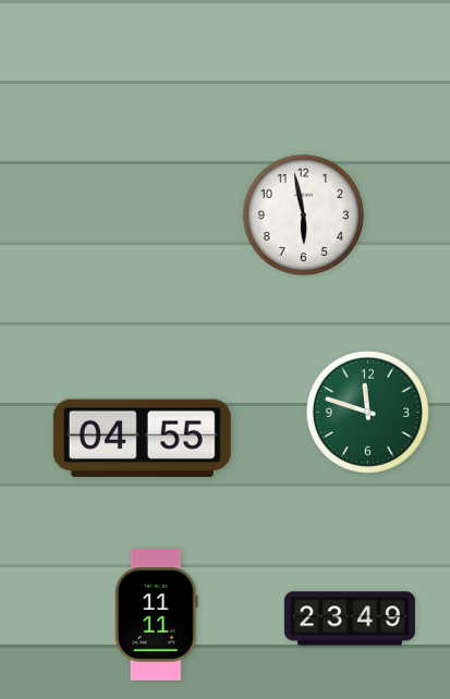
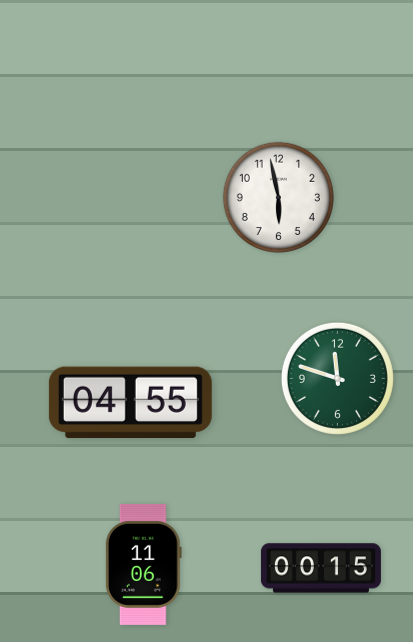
clock at (156, 614): 11:11 -> 11:06
clock at (350, 618): 23:49 -> 00:15
